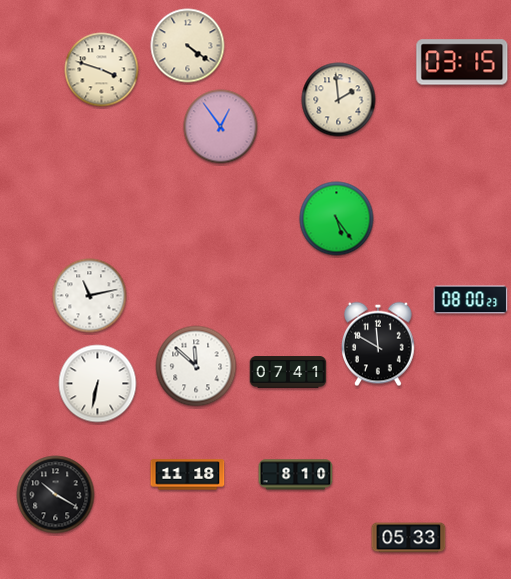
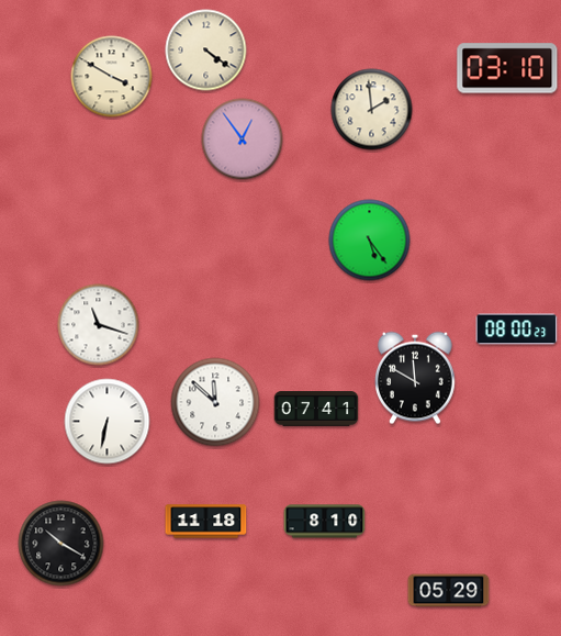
clock at (462, 62): 03:15 -> 03:10
clock at (102, 70): 3:48 -> 3:50
clock at (90, 296): 11:13 -> 11:18
clock at (409, 538): 05:33 -> 05:29
